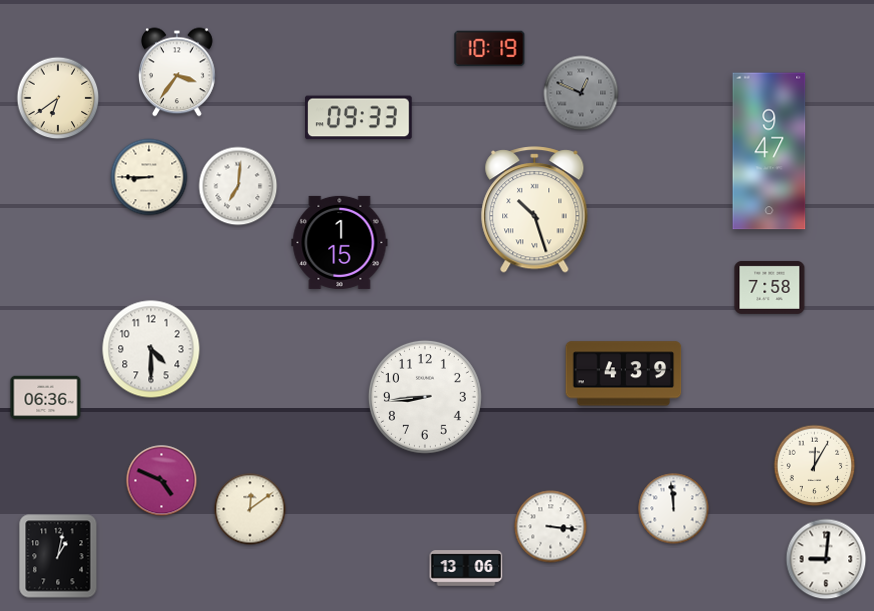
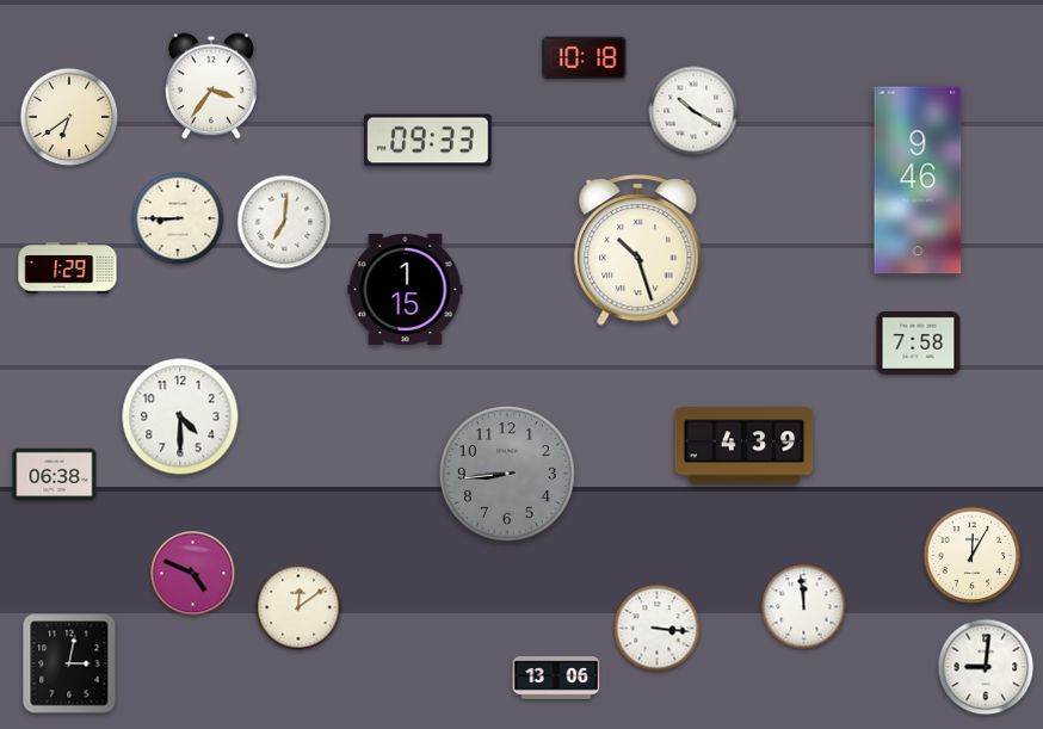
clock at (490, 49): 10:19 -> 10:18
clock at (581, 93): 12:49 -> 10:20
clock at (581, 93) dial: grey -> white
clock at (769, 151): 9:47 -> 9:46
clock at (149, 177) position: (149, 177) -> (178, 218)
clock at (68, 268): none -> 1:29
clock at (425, 397) dial: white -> grey
clock at (46, 398): 06:36 -> 06:38
clock at (58, 556): 1:02 -> 3:02
